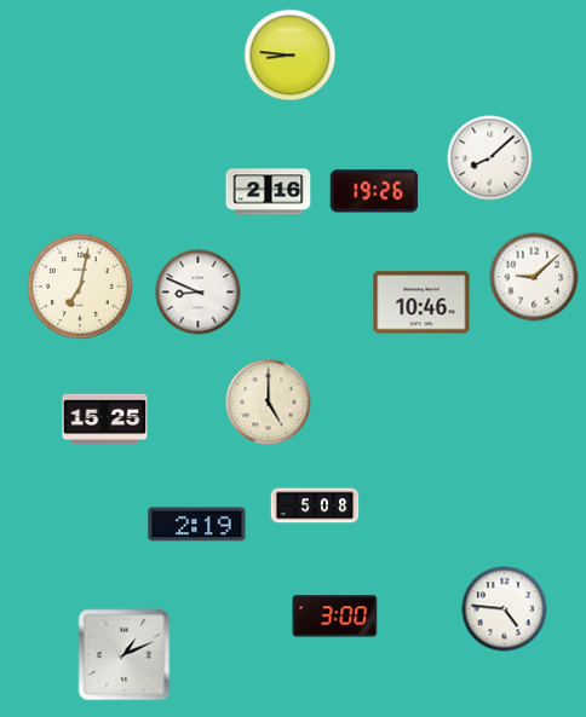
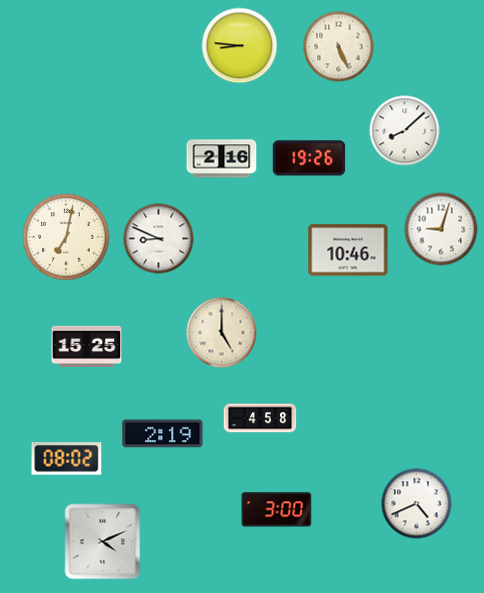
clock at (339, 47): none -> 5:26
clock at (534, 277): 9:08 -> 9:03
clock at (199, 293) position: (199, 293) -> (159, 239)
clock at (315, 505): 5:08 -> 4:58
clock at (67, 459): none -> 08:02
clock at (505, 609): 4:46 -> 4:41
clock at (125, 655): 1:11 -> 4:11
